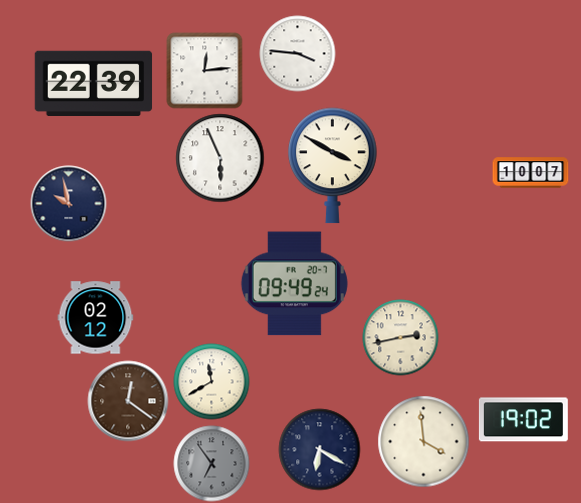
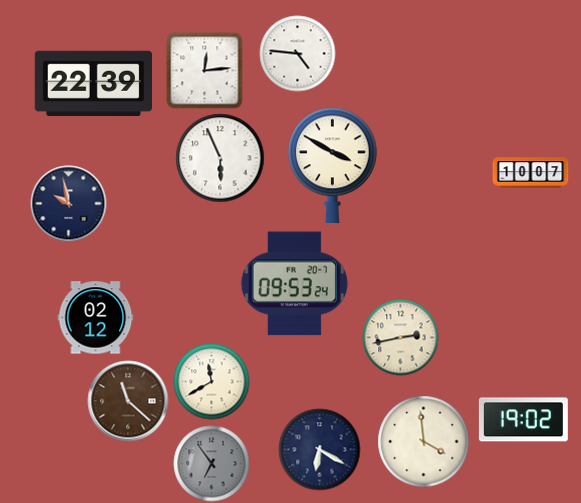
clock at (298, 54): 3:46 -> 4:46
clock at (294, 284): 09:49 -> 09:53
clock at (128, 401): 12:21 -> 11:22
